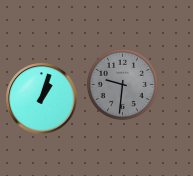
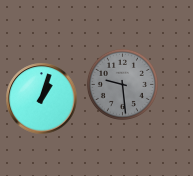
clock at (122, 84): 9:31 -> 9:29
